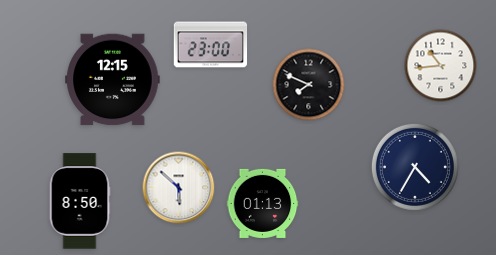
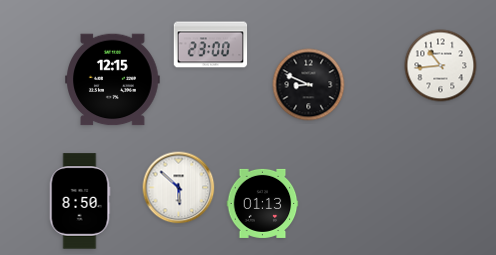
clock at (309, 85): 7:49 -> 8:49
clock at (415, 167): 4:35 -> none
